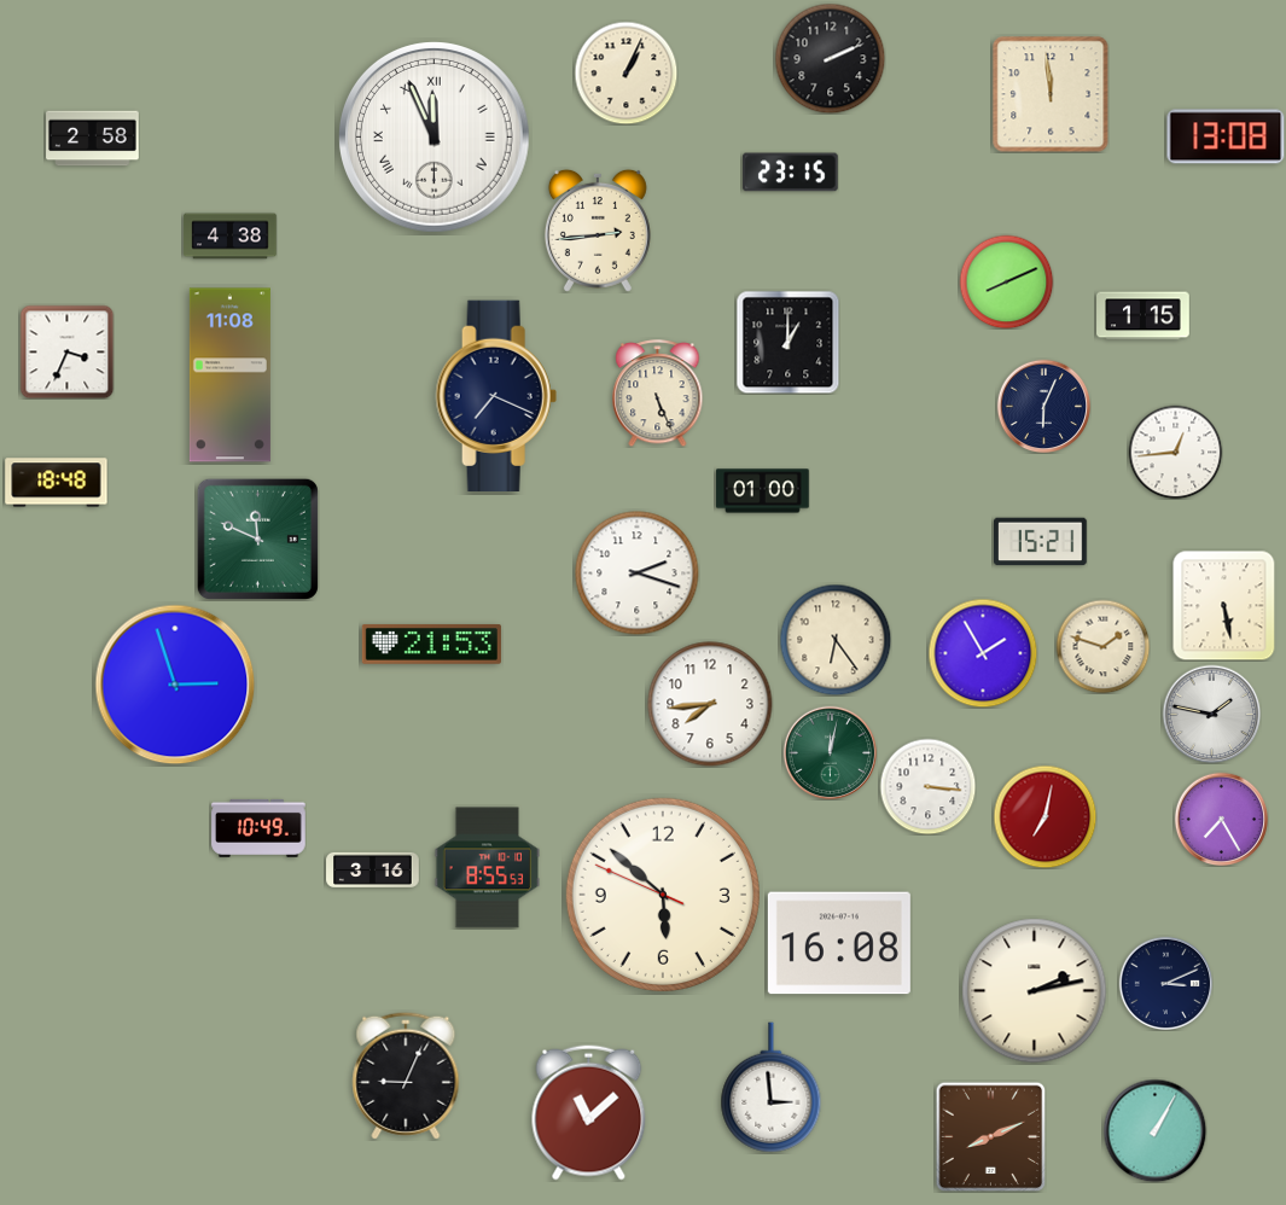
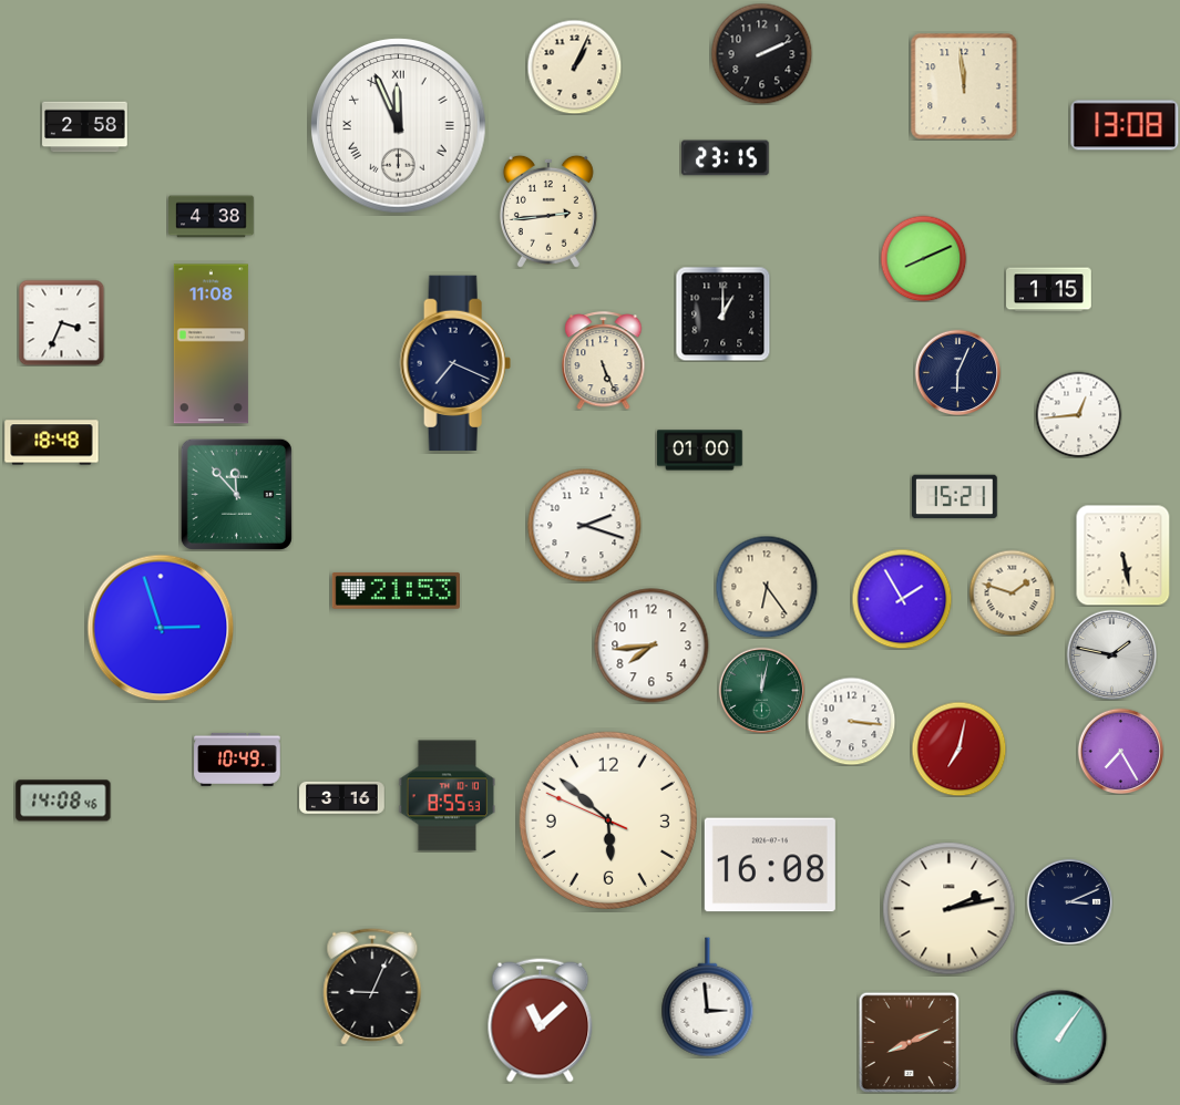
clock at (257, 539): 11:49 -> 11:53
clock at (63, 801): none -> 14:08
clock at (1154, 1130): 1:05 -> 1:06
